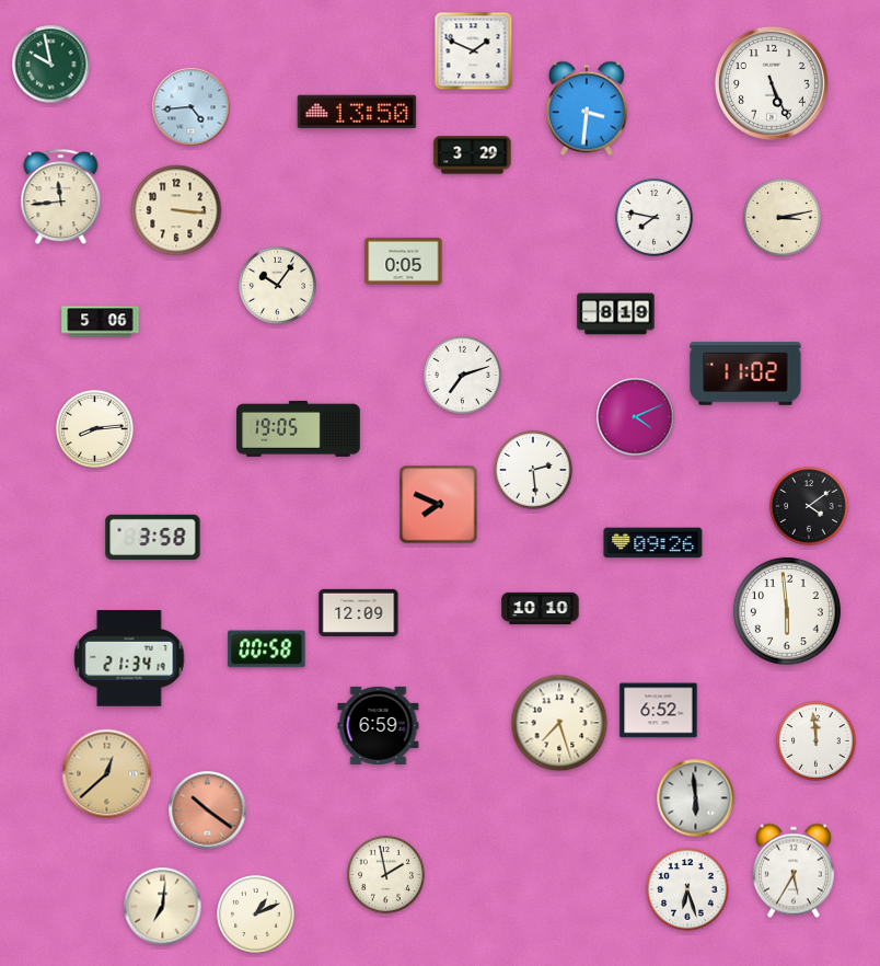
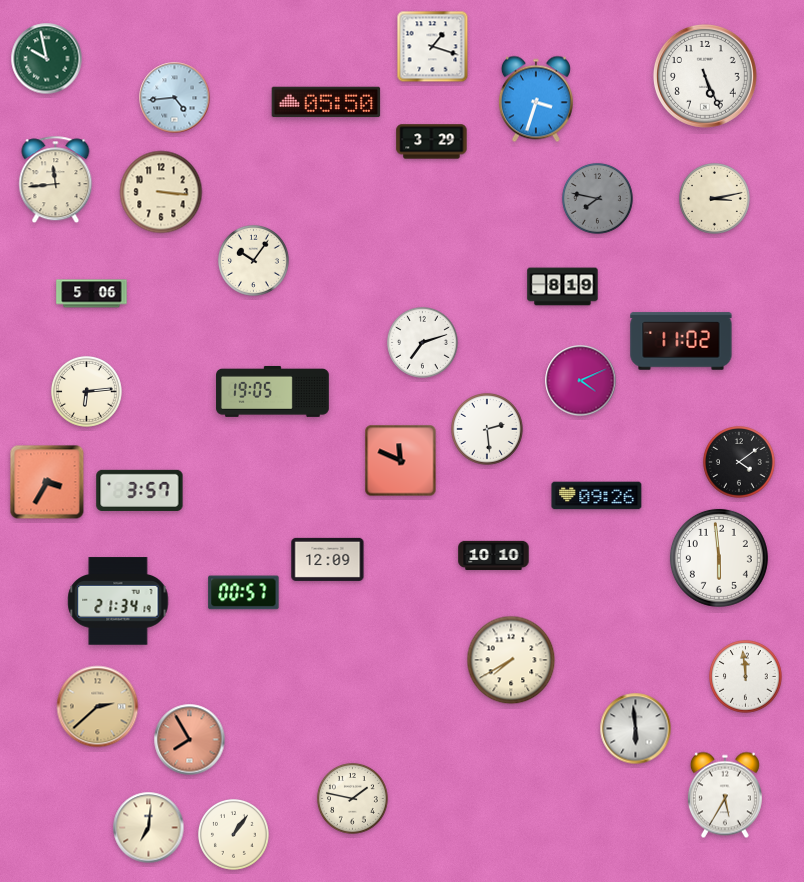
clock at (474, 51): 1:49 -> 1:18
clock at (587, 108): 3:31 -> 3:33
clock at (357, 112): 13:50 -> 05:50
clock at (655, 218) dial: white -> grey
clock at (404, 261): 0:05 -> none
clock at (95, 429): 8:14 -> 6:14
clock at (439, 505): 7:49 -> 11:49
clock at (47, 482): none -> 3:35
clock at (153, 537): 3:58 -> 3:57
clock at (267, 649): 00:58 -> 00:57
clock at (659, 711): 6:52 -> none
clock at (559, 723): 7:27 -> 7:40
clock at (379, 725): 6:59 -> none
clock at (107, 774): 12:38 -> 2:38
clock at (208, 810): 10:21 -> 7:55
clock at (386, 875): 1:58 -> 1:47
clock at (687, 889): 6:27 -> none
clock at (256, 915): 1:11 -> 1:06
